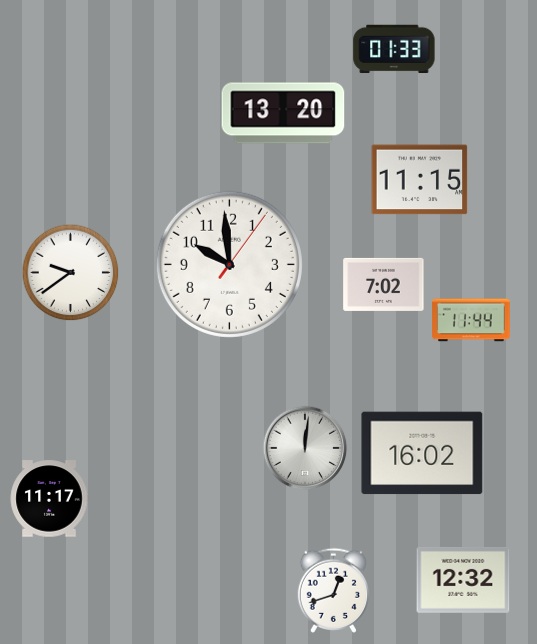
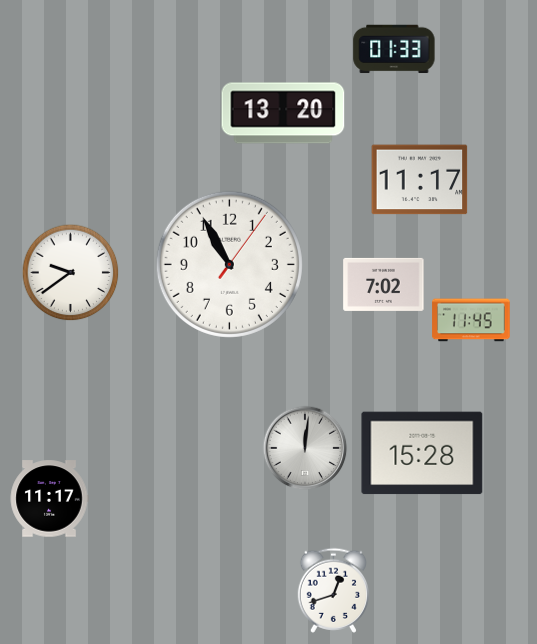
clock at (420, 180): 11:15 -> 11:17
clock at (229, 264): 9:59 -> 10:55
clock at (471, 320): 11:44 -> 11:45
clock at (422, 453): 16:02 -> 15:28
clock at (463, 580): 12:32 -> none
